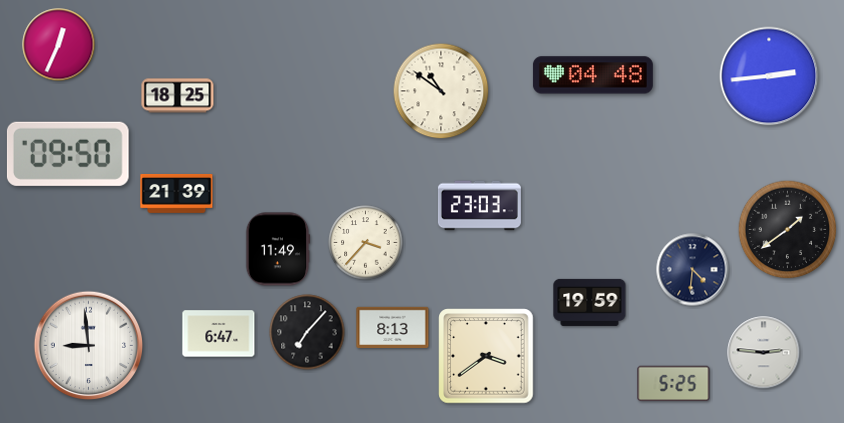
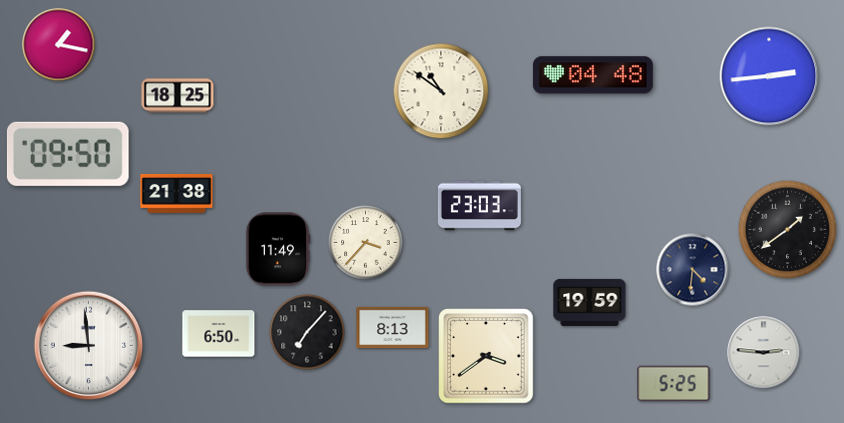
clock at (59, 45): 12:34 -> 1:17
clock at (177, 193): 21:39 -> 21:38
clock at (219, 334): 6:47 -> 6:50
